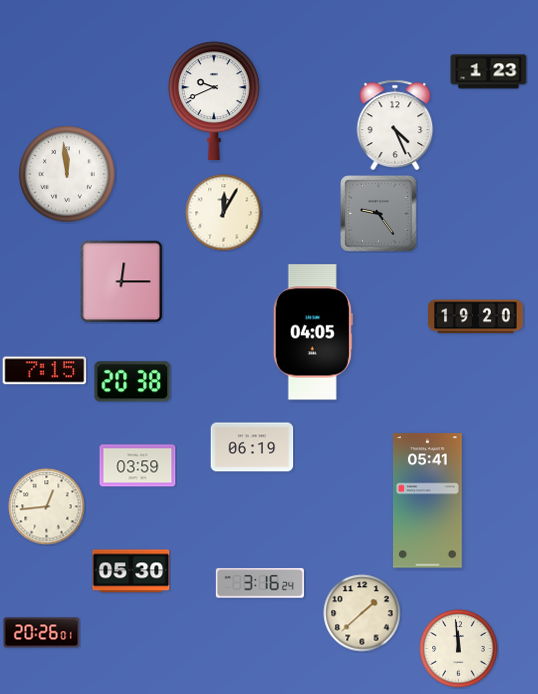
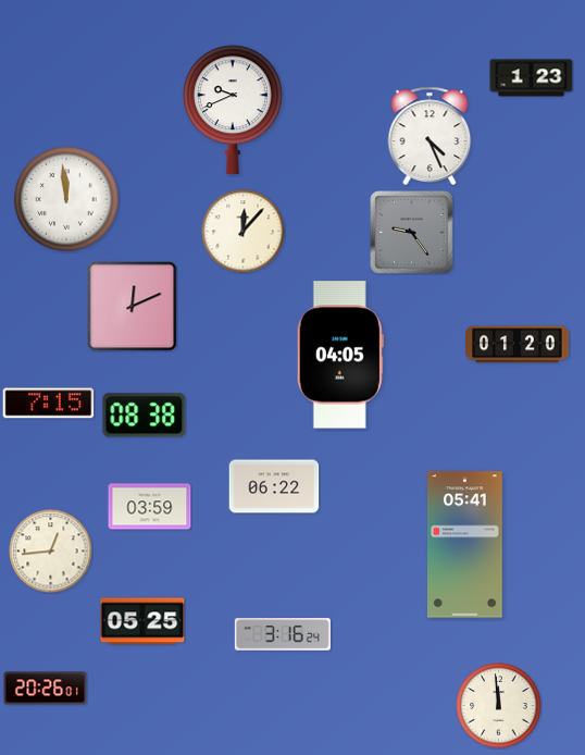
clock at (67, 174) position: (67, 174) -> (66, 199)
clock at (224, 213): 12:05 -> 12:07
clock at (122, 282): 12:15 -> 12:11
clock at (476, 317): 19:20 -> 01:20
clock at (313, 332) position: (313, 332) -> (340, 355)
clock at (133, 382): 20:38 -> 08:38
clock at (252, 447): 06:19 -> 06:22
clock at (131, 571): 05:30 -> 05:25
clock at (362, 613): 1:38 -> none
